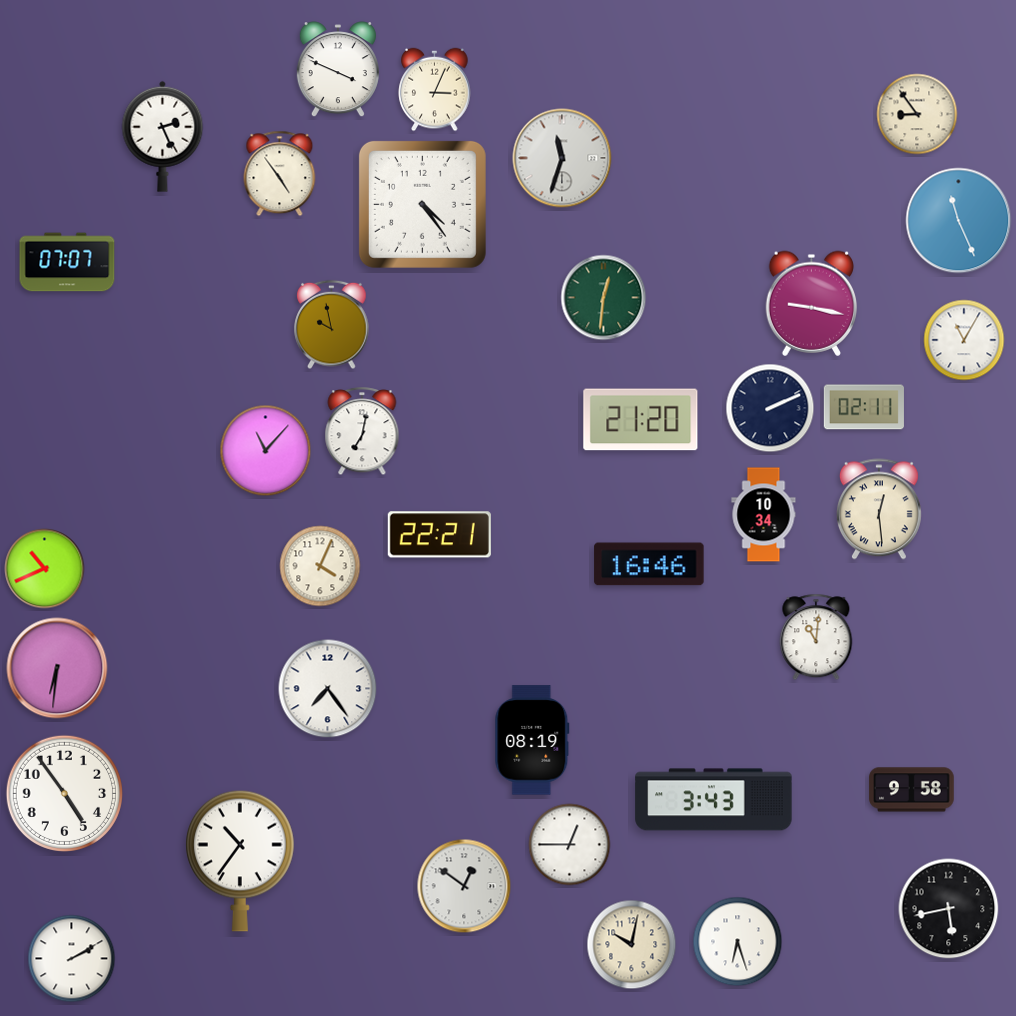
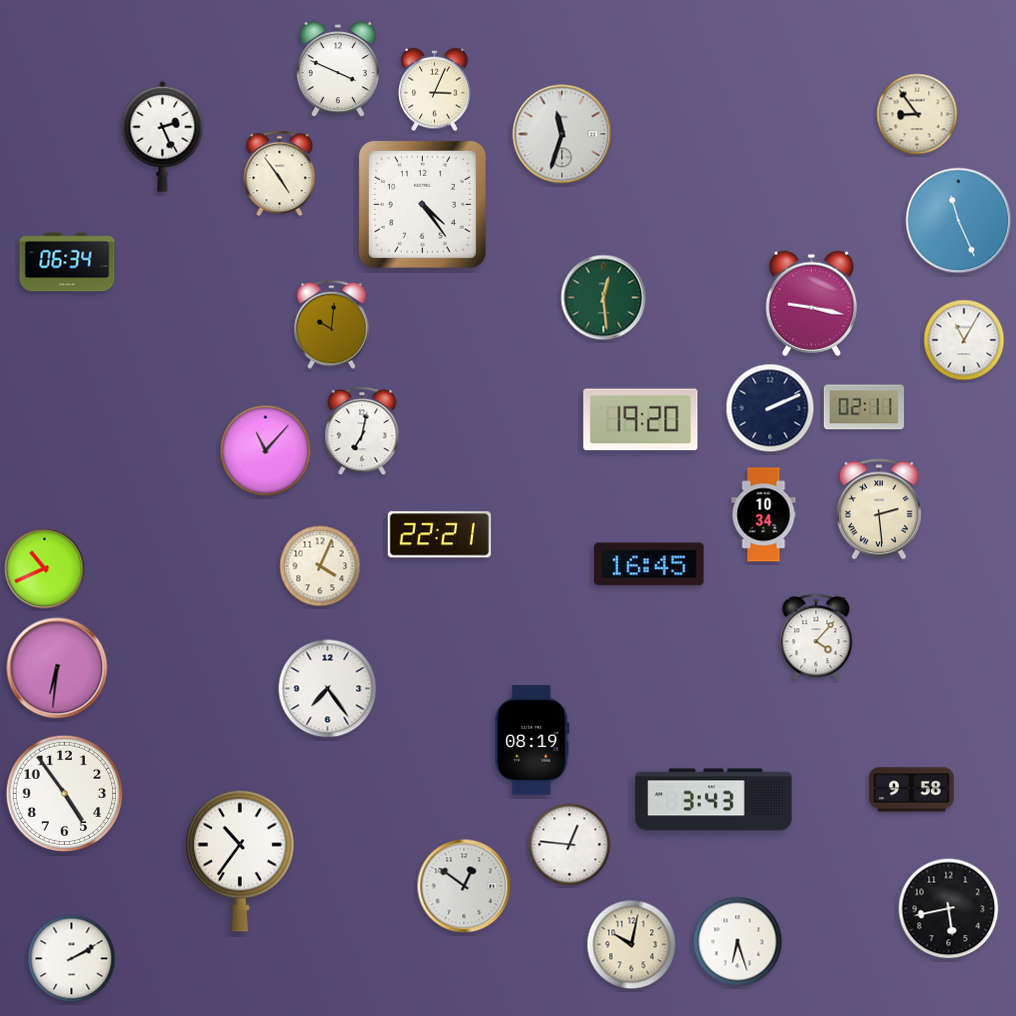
clock at (562, 158) position: (562, 158) -> (562, 134)
clock at (67, 262): 07:07 -> 06:34
clock at (604, 298): 12:31 -> 12:29
clock at (332, 325): 9:58 -> 10:01
clock at (641, 420): 21:20 -> 19:20
clock at (879, 509): 12:29 -> 2:29
clock at (649, 564): 16:46 -> 16:45
clock at (816, 637): 11:01 -> 4:07
clock at (570, 845): 12:45 -> 12:46
